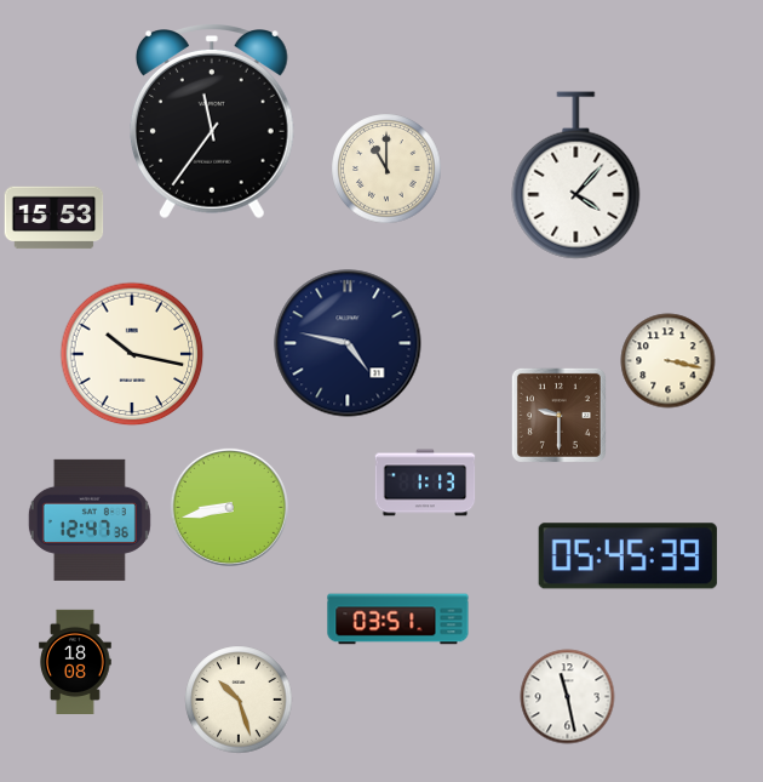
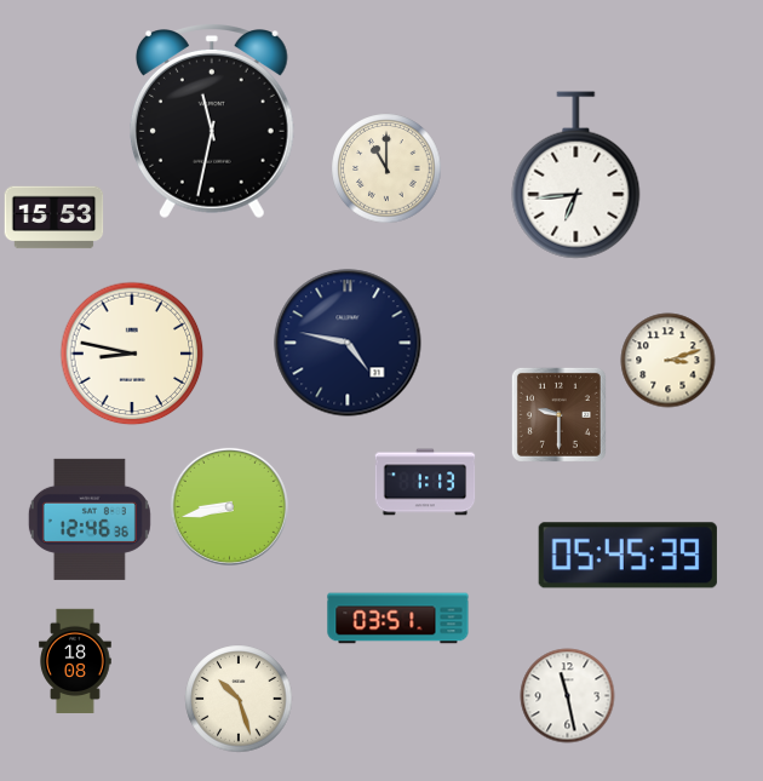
clock at (212, 122): 11:36 -> 11:32
clock at (576, 176): 4:07 -> 6:44
clock at (132, 354): 10:17 -> 8:47
clock at (667, 360): 3:17 -> 3:12
clock at (90, 520): 12:47 -> 12:46
